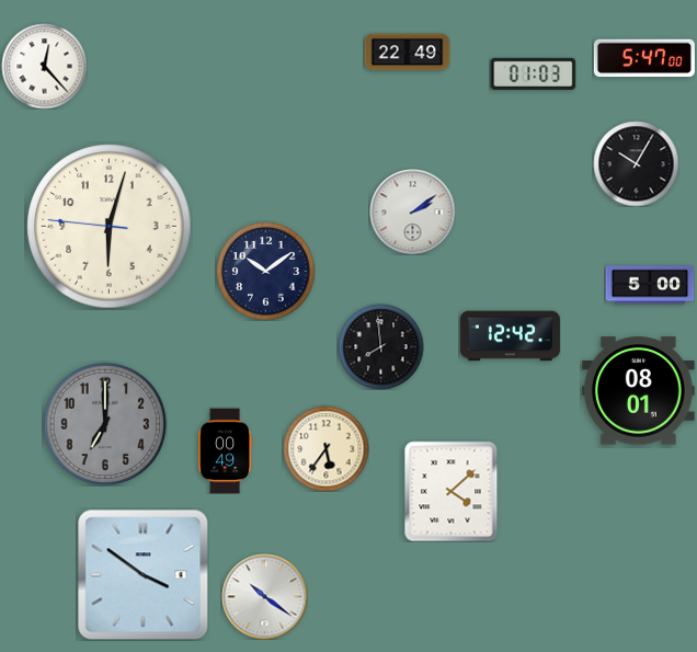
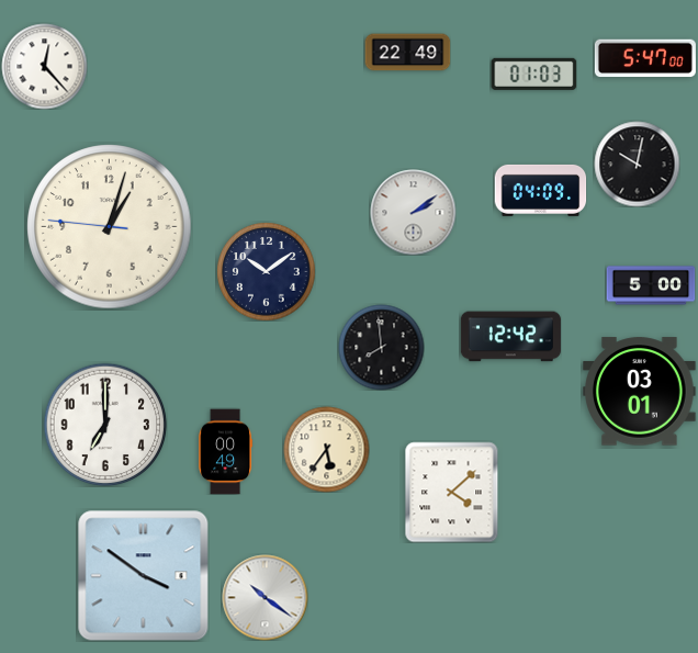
clock at (636, 163): 10:05 -> 10:02
clock at (540, 190): none -> 04:09
clock at (110, 227): 6:02 -> 1:02
clock at (639, 391): 08:01 -> 03:01
clock at (105, 424) dial: grey -> white
